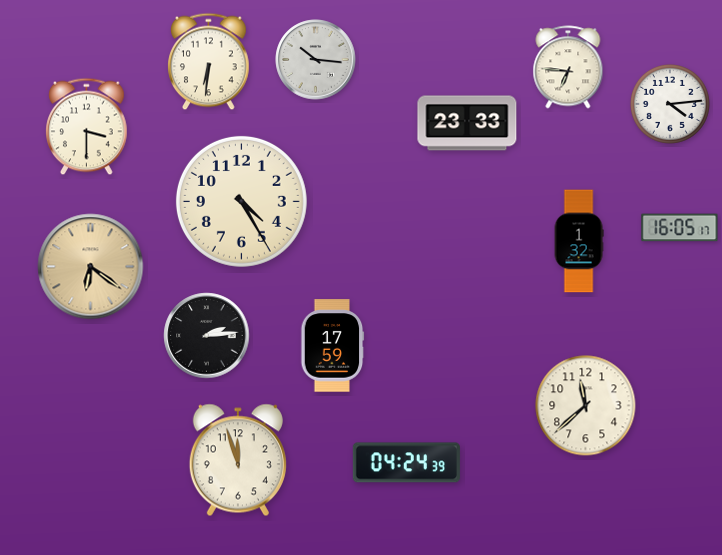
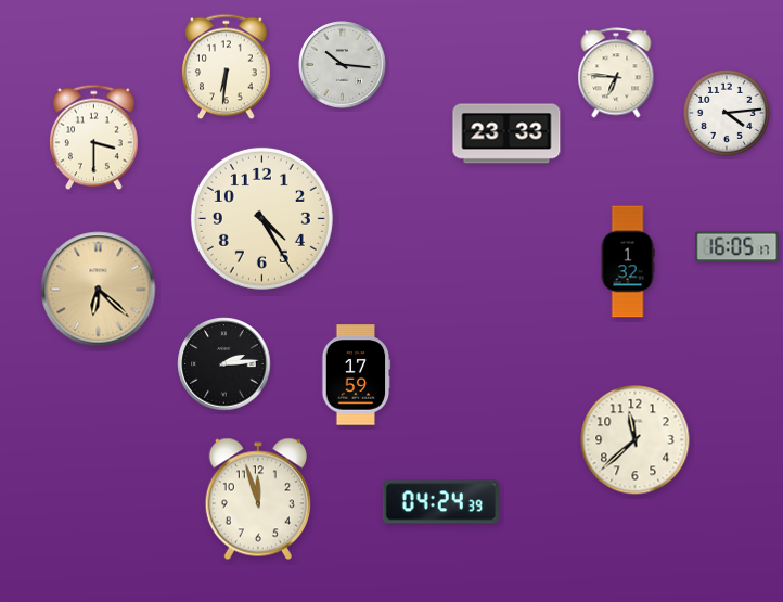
clock at (91, 267): 6:21 -> 6:22
clock at (332, 346) position: (332, 346) -> (356, 375)
